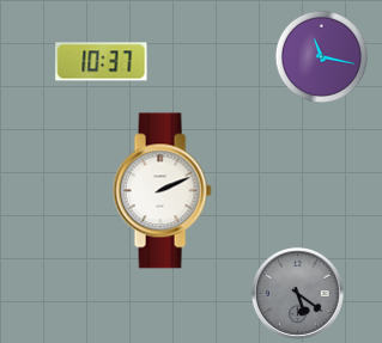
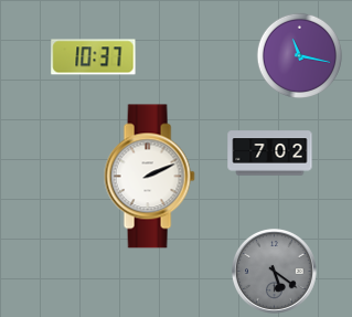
clock at (321, 56) position: (321, 56) -> (299, 55)
clock at (270, 154): none -> 7:02
